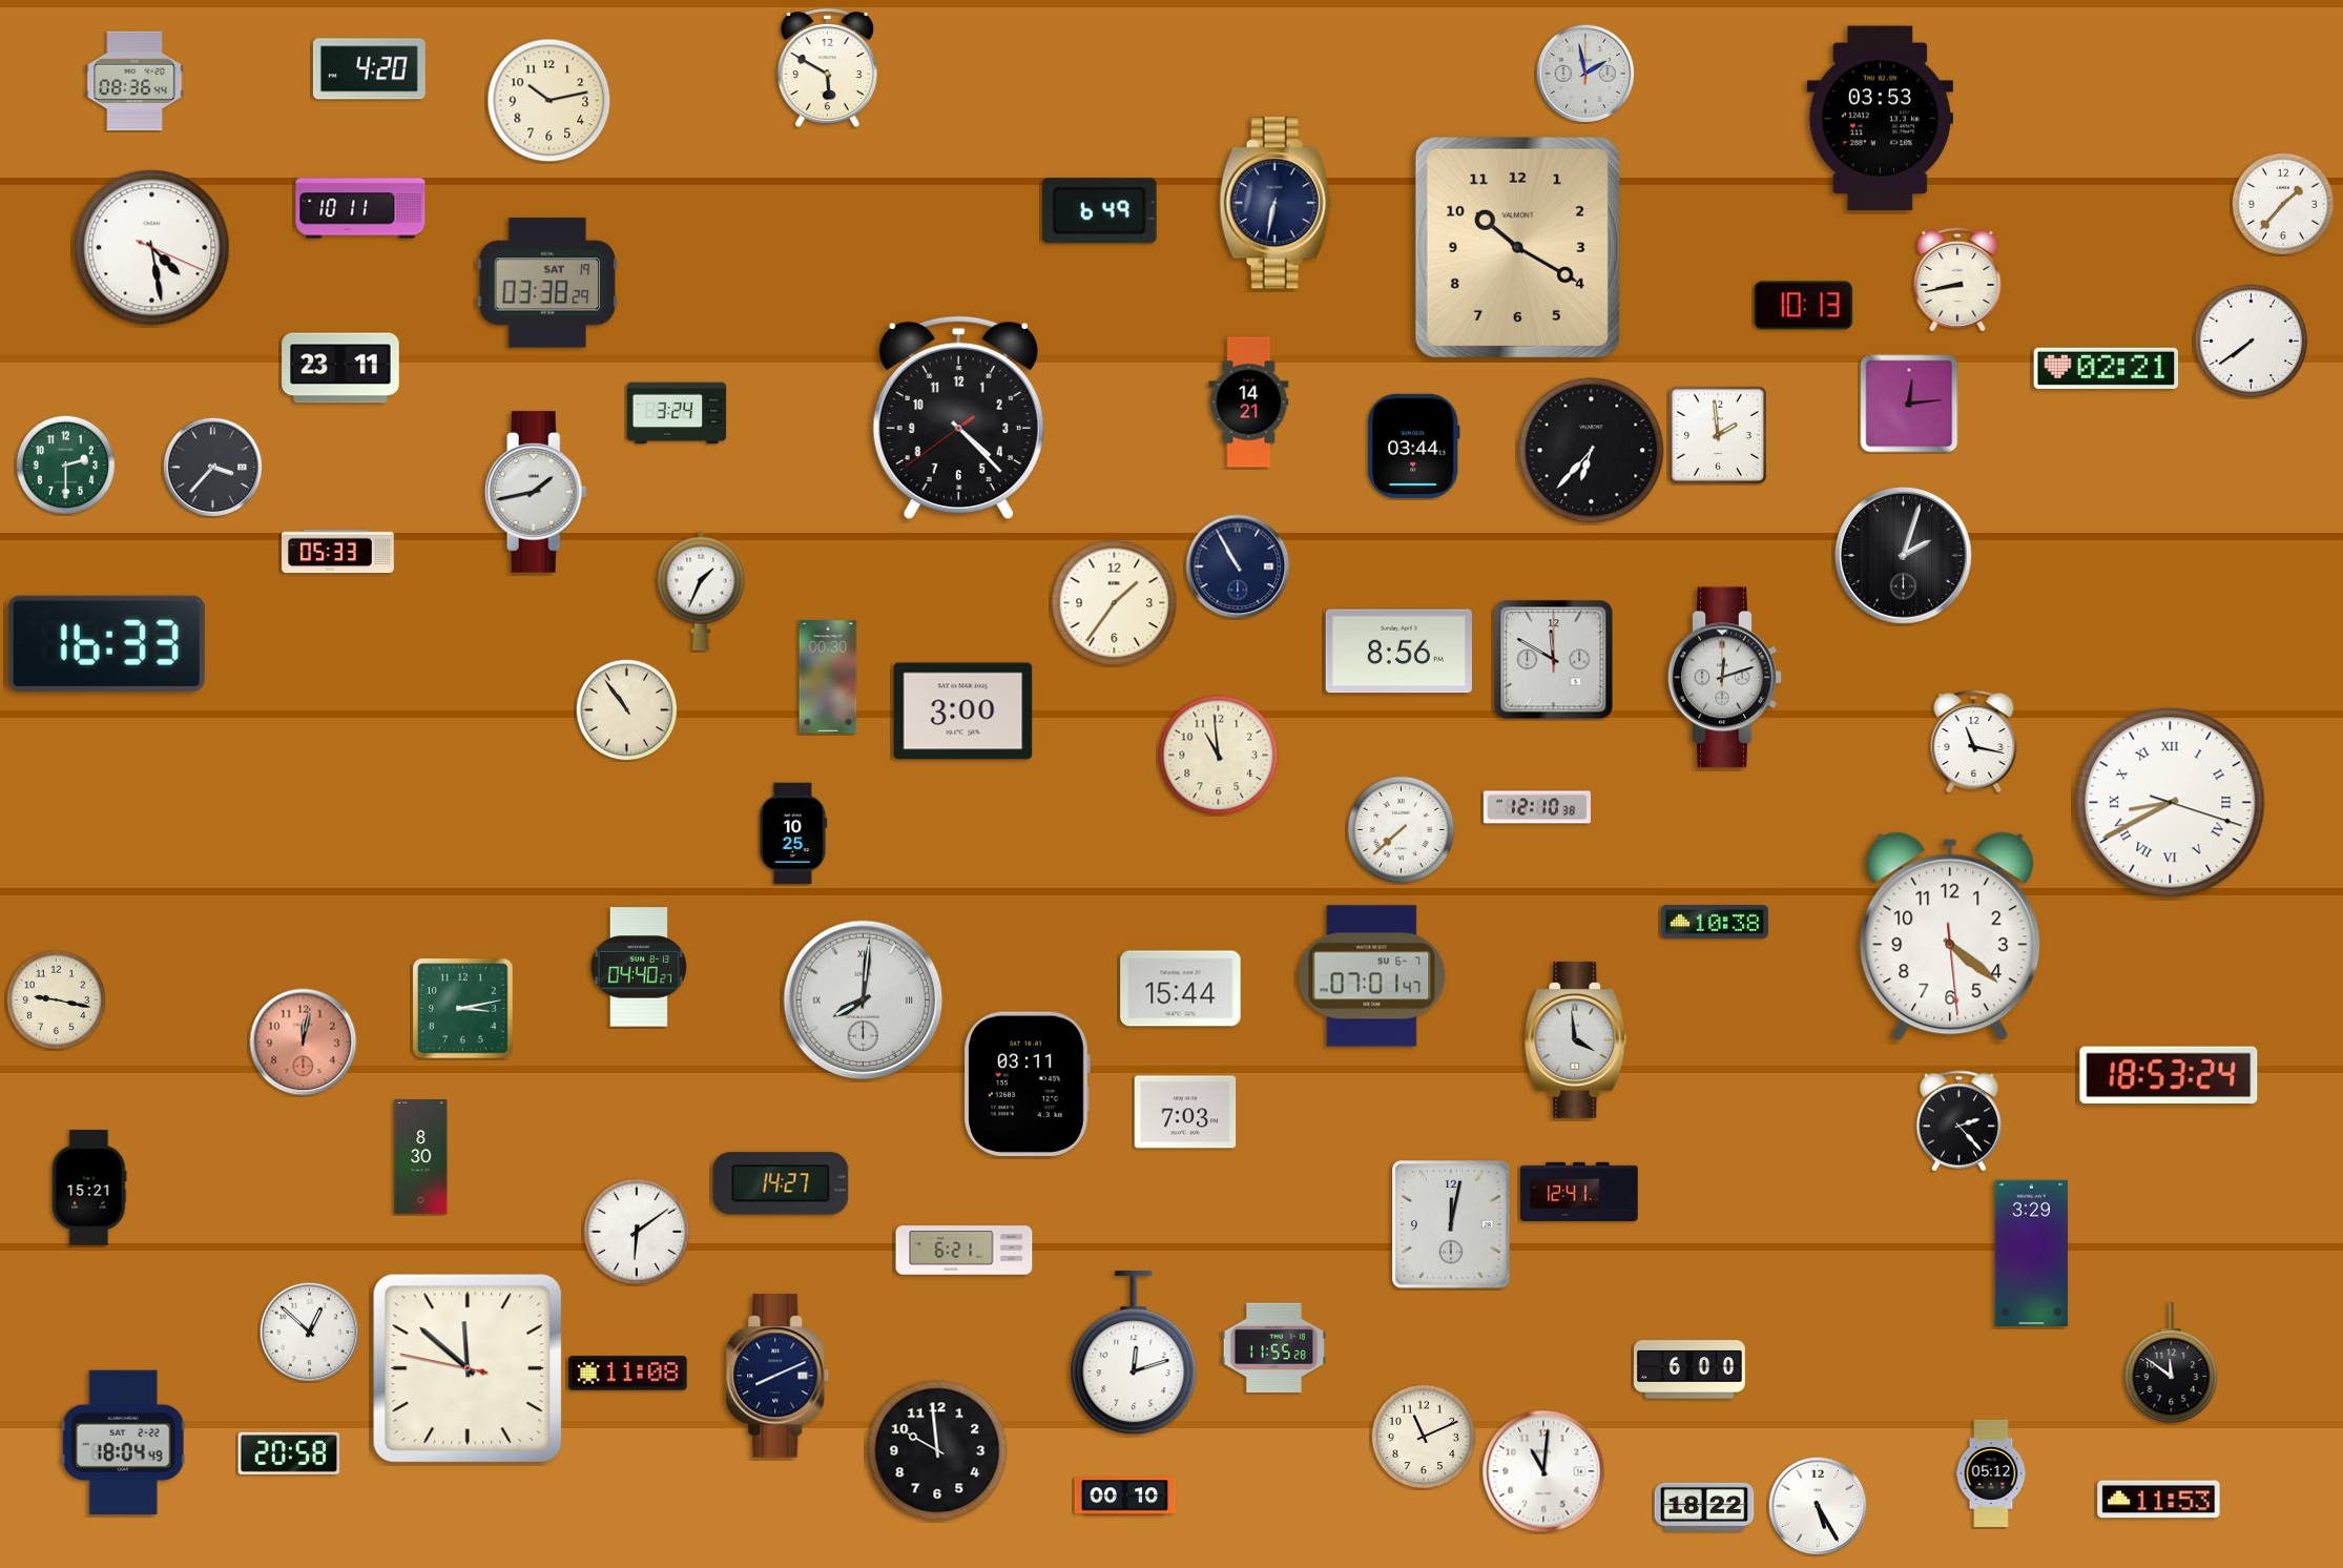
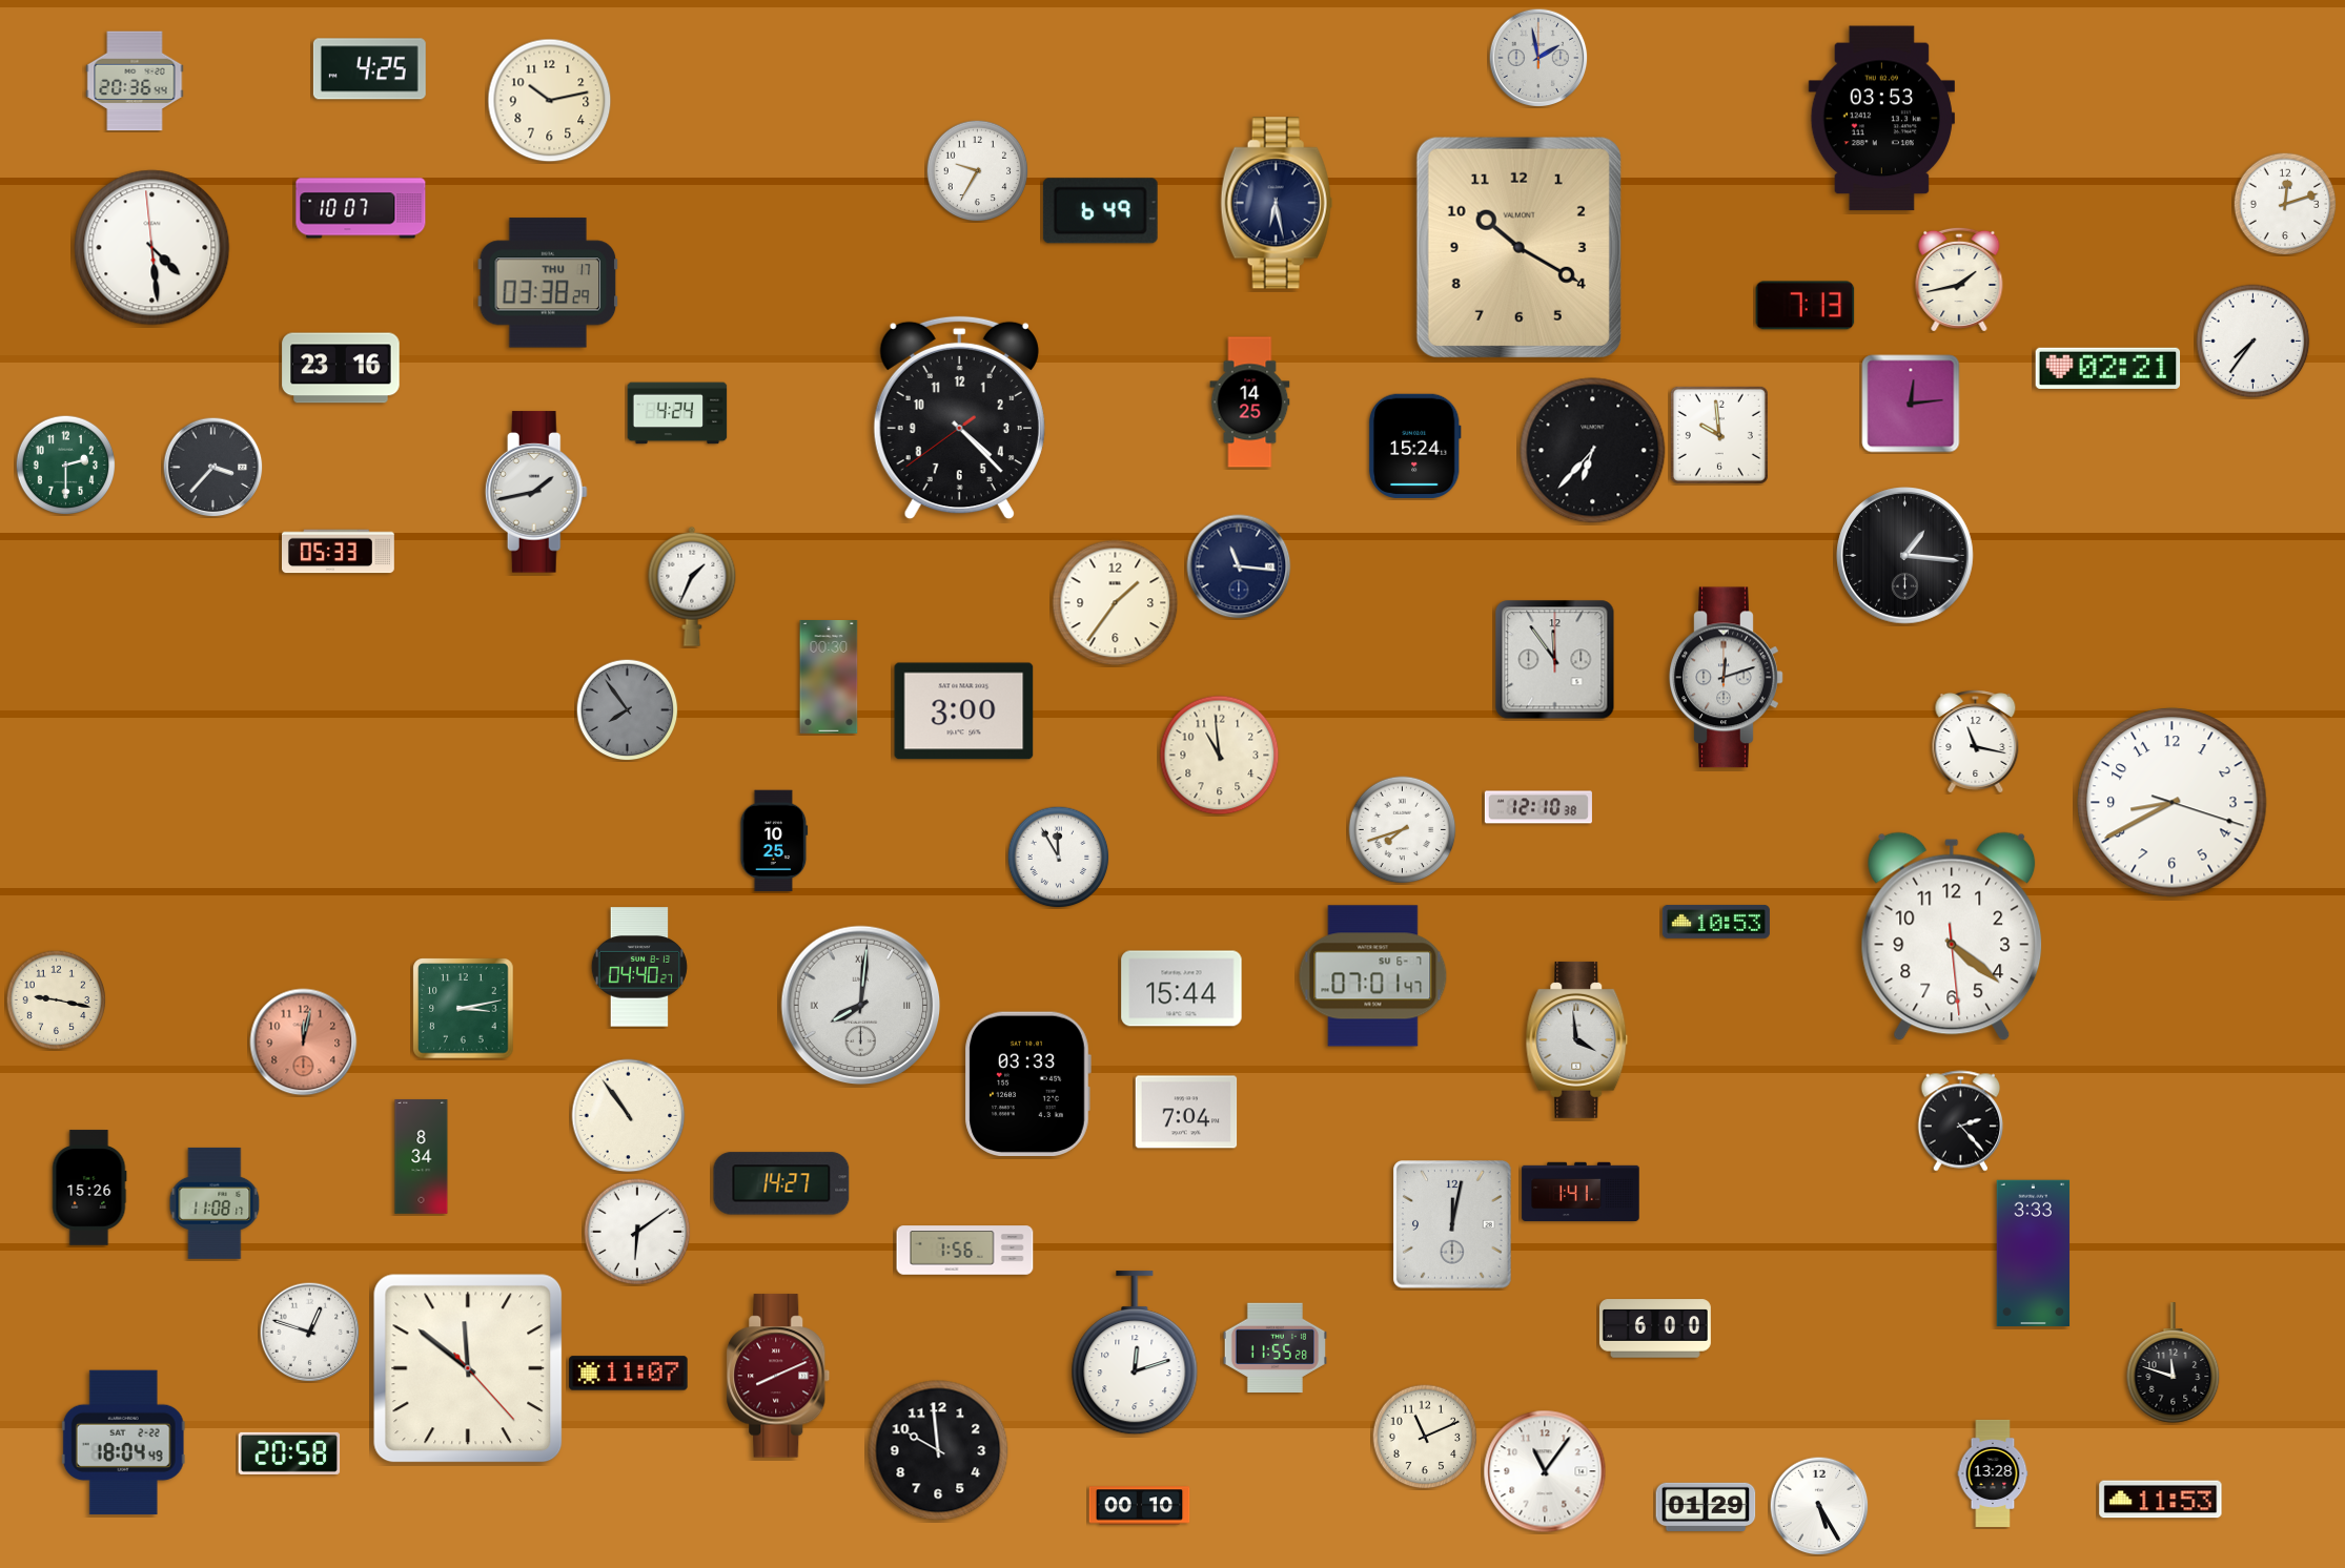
clock at (827, 68): 5:50 -> none
clock at (369, 69): 4:20 -> 4:25
clock at (1585, 74) position: (1585, 74) -> (1538, 58)
clock at (134, 81): 08:36 -> 20:36
clock at (977, 170): none -> 9:35
clock at (1276, 203): 6:32 -> 6:28
clock at (2283, 204): 1:37 -> 12:12
clock at (360, 208): 10:11 -> 10:07
clock at (152, 248): 4:28:19 -> 4:28:59
clock at (1957, 278): 8:43 -> 1:43
clock at (547, 283) date: SAT 19 -> THU 17
clock at (1804, 306): 10:13 -> 7:13
clock at (2252, 342): 7:39 -> 7:36
clock at (340, 368): 23:11 -> 23:16
clock at (1249, 403): 14:21 -> 14:25
clock at (677, 413): 3:24 -> 4:24
clock at (1718, 435): 1:59 -> 9:59
clock at (1413, 446): 03:44 -> 15:24
clock at (1904, 556): 2:03 -> 1:16
clock at (1238, 566): 10:55 -> 11:16
clock at (701, 591) position: (701, 591) -> (692, 586)
clock at (106, 643): 16:33 -> none
clock at (1398, 652): 8:56 -> none
clock at (1554, 660): 11:50 -> 11:54
clock at (626, 709): 10:54 -> 7:54
clock at (626, 709) dial: cream -> grey
clock at (2171, 803) numerals: Roman -> Arabic
clock at (1402, 830): 7:38 -> 7:42
clock at (793, 833) position: (793, 833) -> (774, 841)
clock at (1058, 857): none -> 11:55
clock at (1715, 923): 10:38 -> 10:53
clock at (864, 1000) position: (864, 1000) -> (861, 1006)
clock at (2169, 1075): 18:53 -> none
clock at (1027, 1084): 03:11 -> 03:33
clock at (1185, 1112): 7:03 -> 7:04
clock at (629, 1116): none -> 10:54
clock at (421, 1157): 8:30 -> 8:34
clock at (89, 1188): 15:21 -> 15:26
clock at (1579, 1191): 12:41 -> 1:41
clock at (215, 1203): none -> 11:08
clock at (965, 1251): 6:21 -> 1:56
clock at (2032, 1254): 3:29 -> 3:33
clock at (309, 1332): 12:52 -> 12:48
clock at (2172, 1363): 11:51 -> 11:48
clock at (468, 1368): 11:51:47 -> 11:51:23
clock at (1689, 1369) position: (1689, 1369) -> (1655, 1328)
clock at (628, 1374): 11:08 -> 11:07
clock at (777, 1376) dial: navy -> burgundy
clock at (1543, 1471): 11:01 -> 11:06
clock at (1991, 1473): 05:12 -> 13:28
clock at (1125, 1497) position: (1125, 1497) -> (1140, 1506)
clock at (1704, 1507): 18:22 -> 01:29
